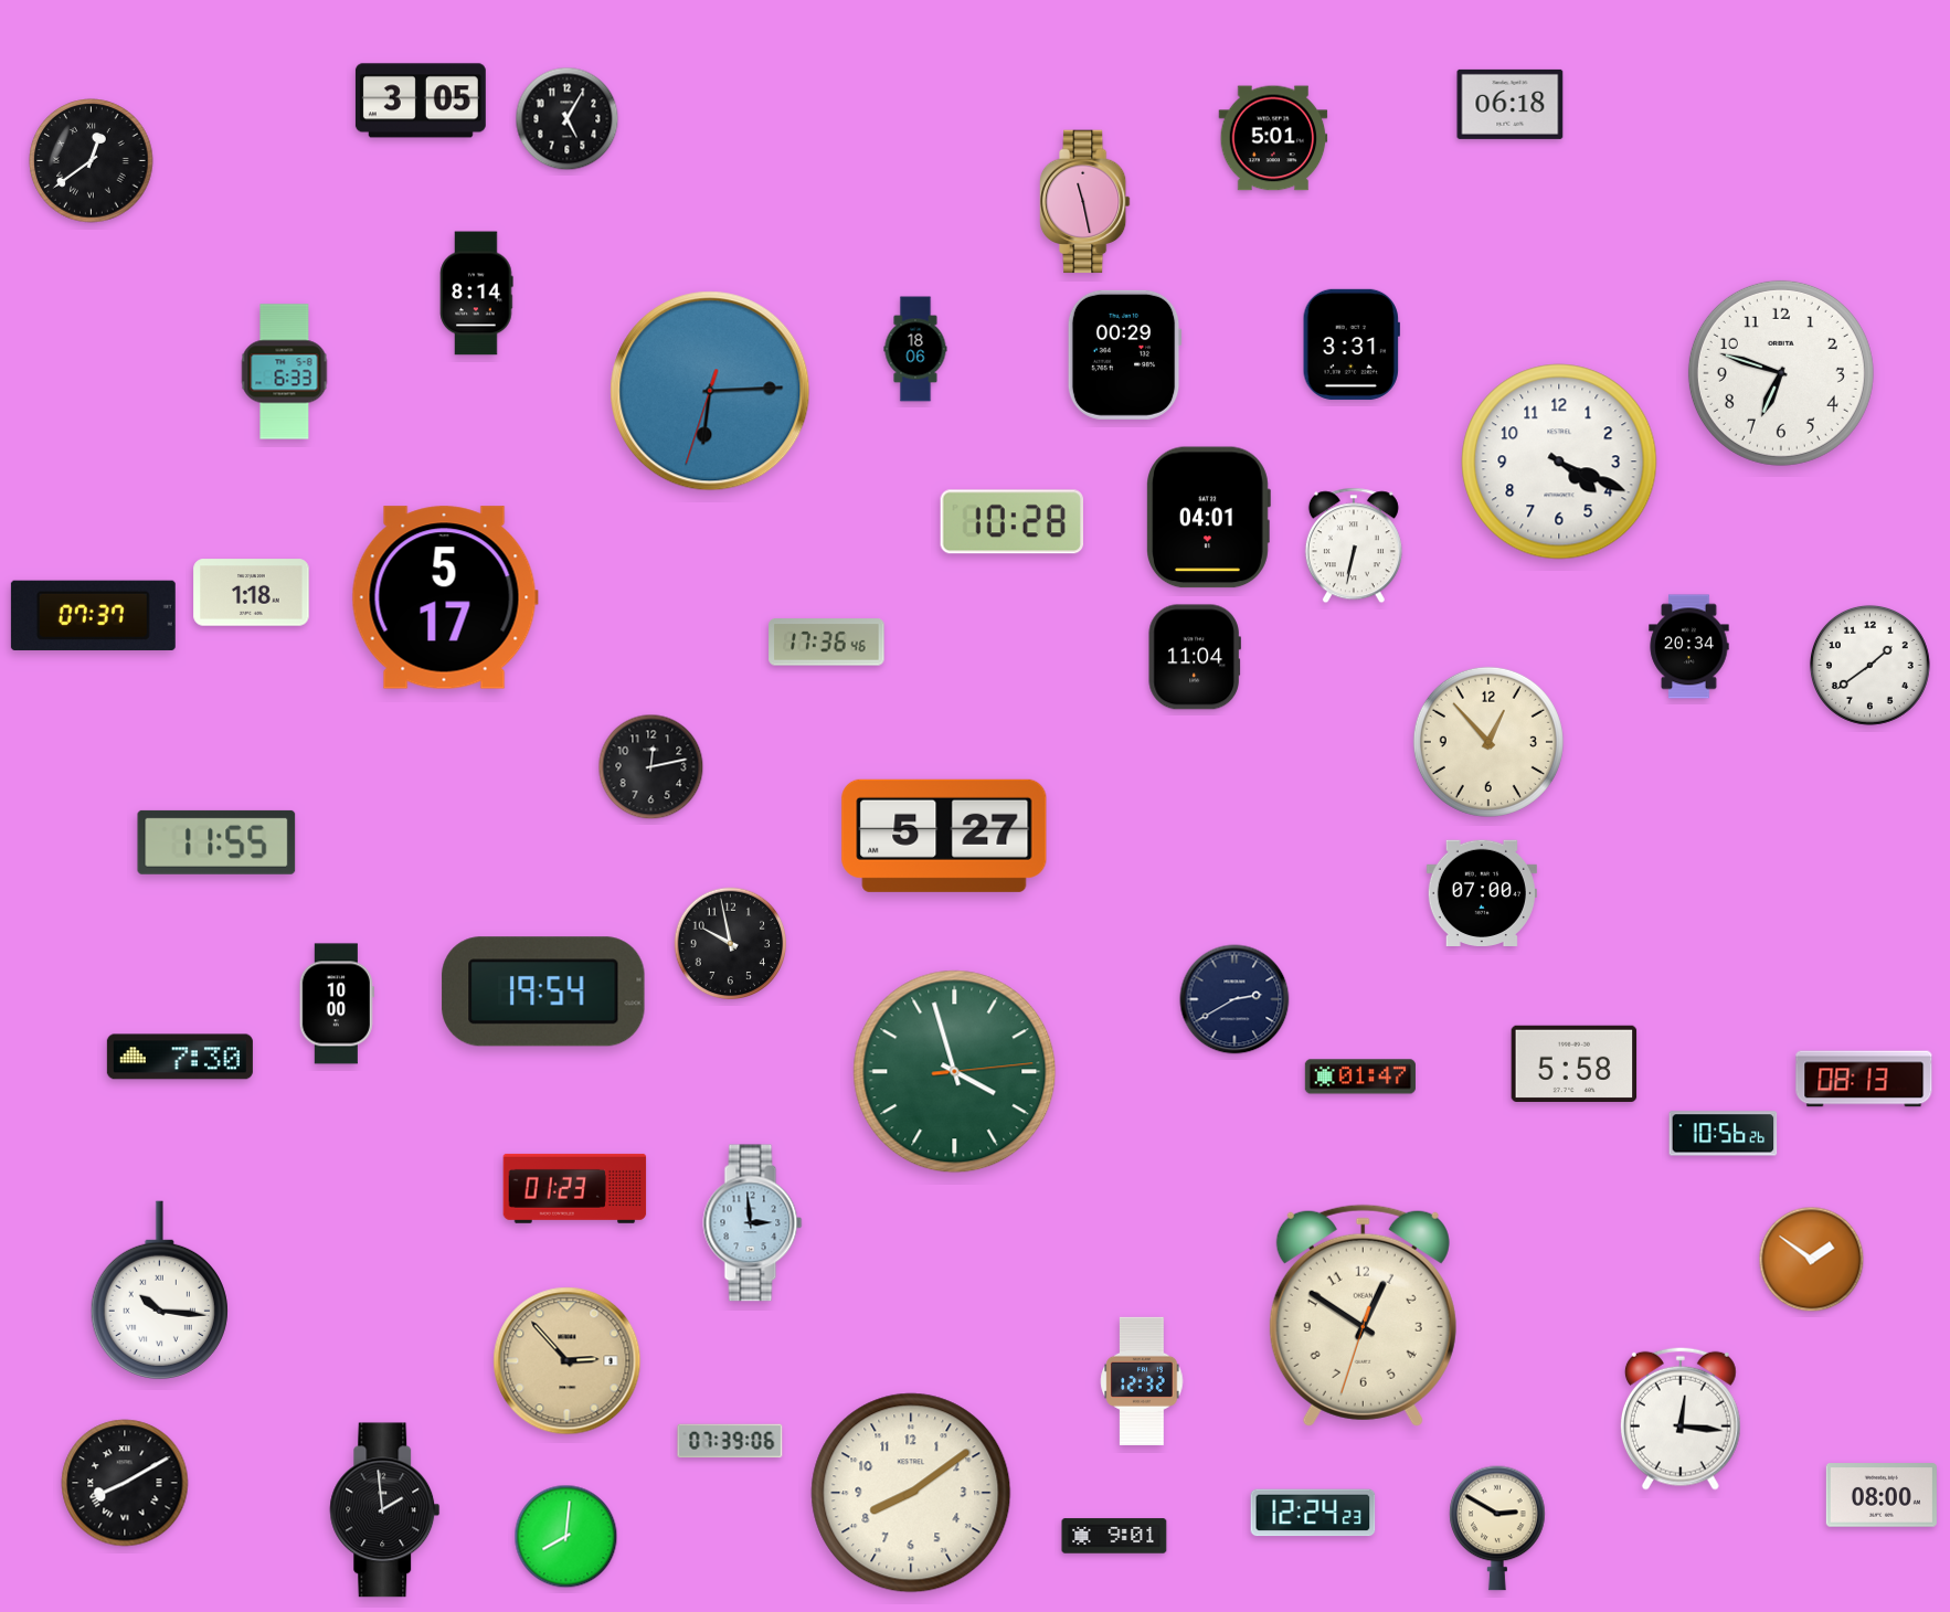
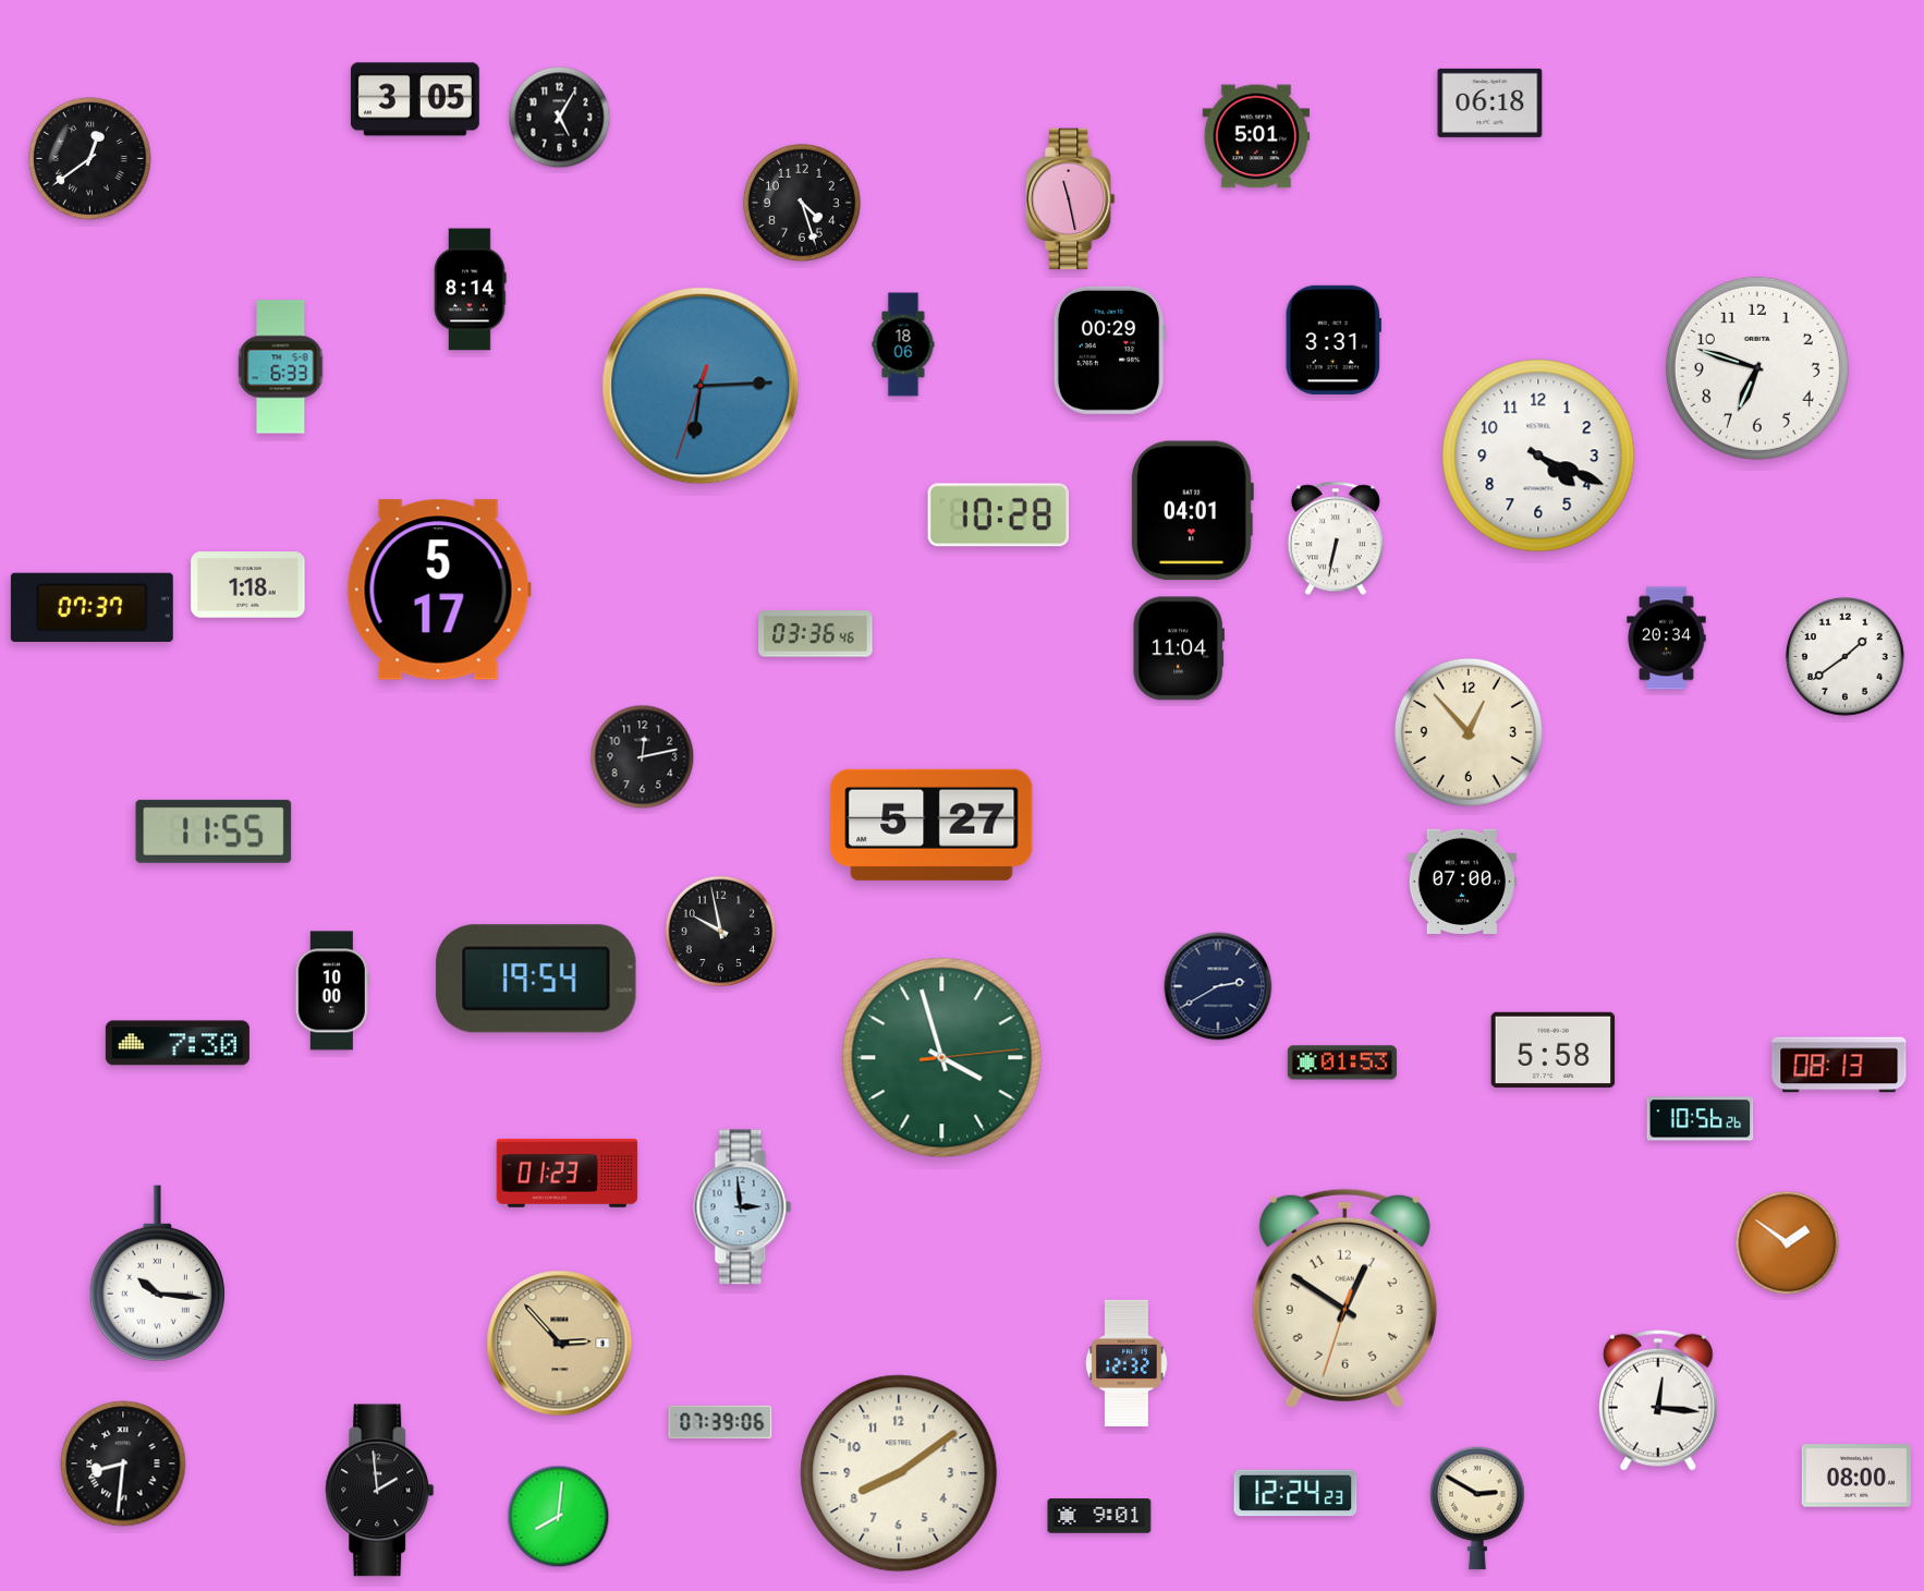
clock at (802, 203): none -> 4:27
clock at (827, 643): 17:36 -> 03:36
clock at (1360, 1077): 01:47 -> 01:53
clock at (125, 1483): 8:10 -> 8:31
